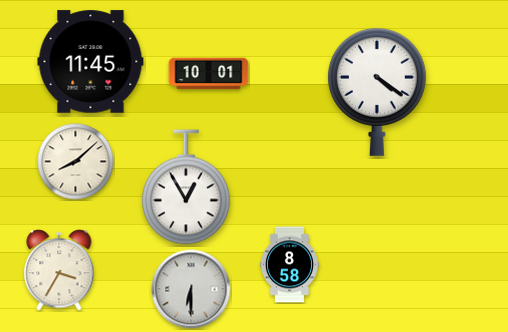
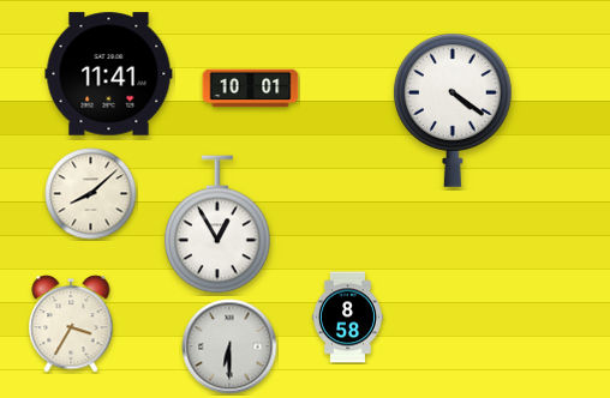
clock at (91, 62): 11:45 -> 11:41
clock at (187, 187) position: (187, 187) -> (219, 224)
